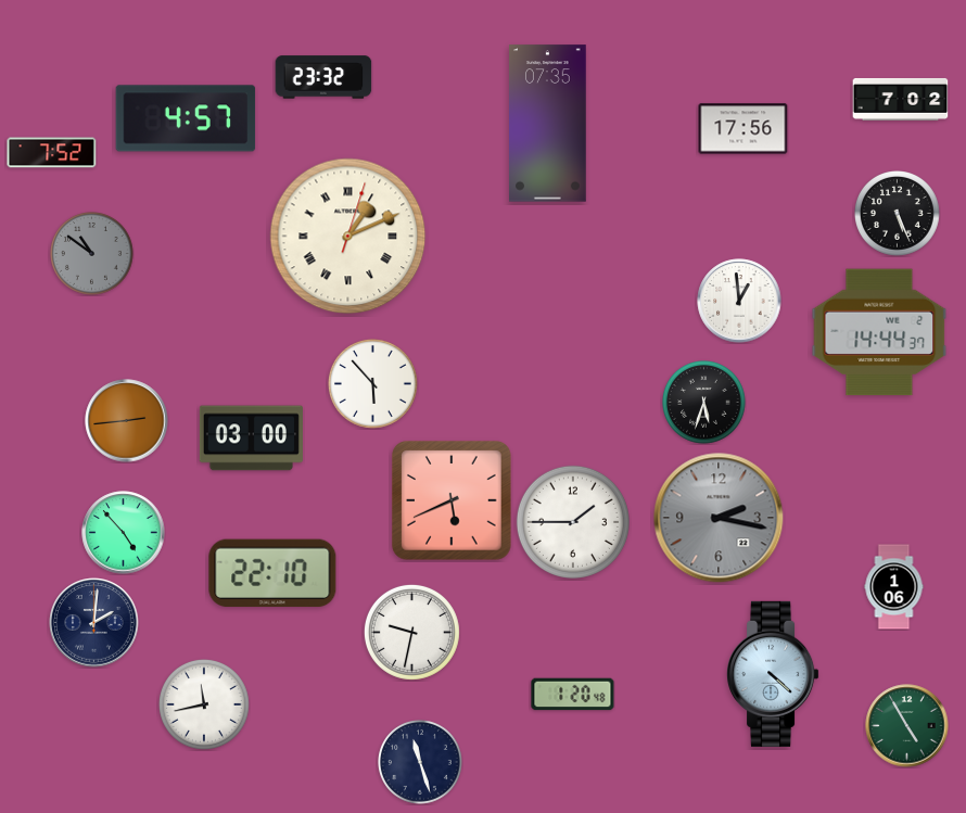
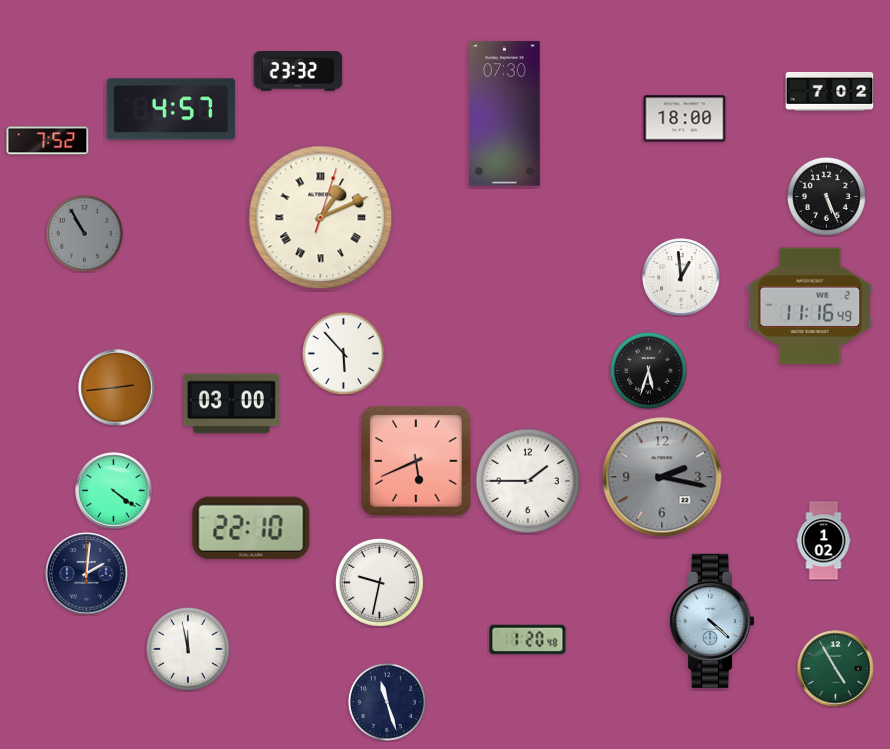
clock at (548, 124): 07:35 -> 07:30
clock at (743, 129): 17:56 -> 18:00
clock at (92, 254): 10:51 -> 10:55
clock at (879, 332): 14:44 -> 11:16
clock at (124, 533): 4:53 -> 4:21
clock at (894, 587): 1:06 -> 1:02
clock at (204, 704): 11:43 -> 11:58
